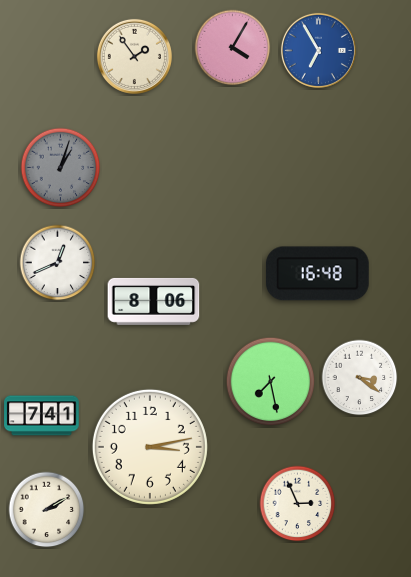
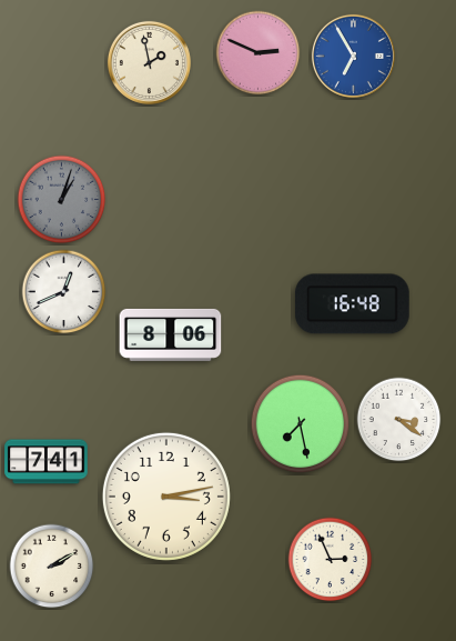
clock at (233, 48): 4:05 -> 2:49
clock at (134, 56): 1:54 -> 1:58
clock at (61, 168) position: (61, 168) -> (62, 200)
